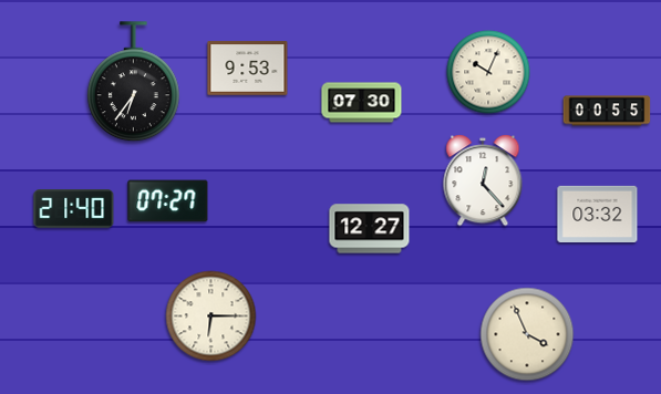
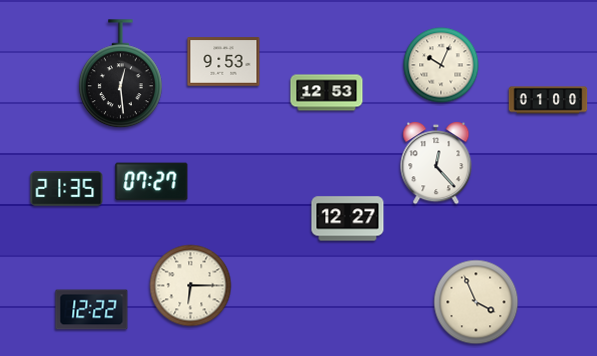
clock at (133, 82): 6:36 -> 12:29
clock at (362, 103): 07:30 -> 12:53
clock at (607, 111): 00:55 -> 01:00
clock at (74, 209): 21:40 -> 21:35
clock at (598, 214): 03:32 -> none
clock at (370, 229) position: (370, 229) -> (348, 219)
clock at (92, 310): none -> 12:22
